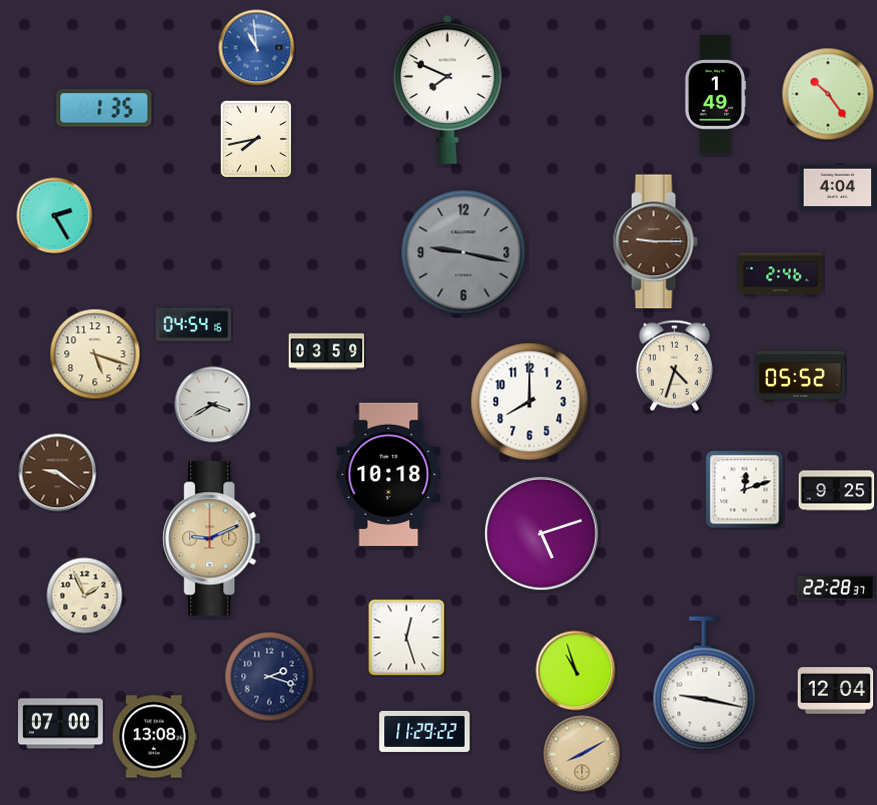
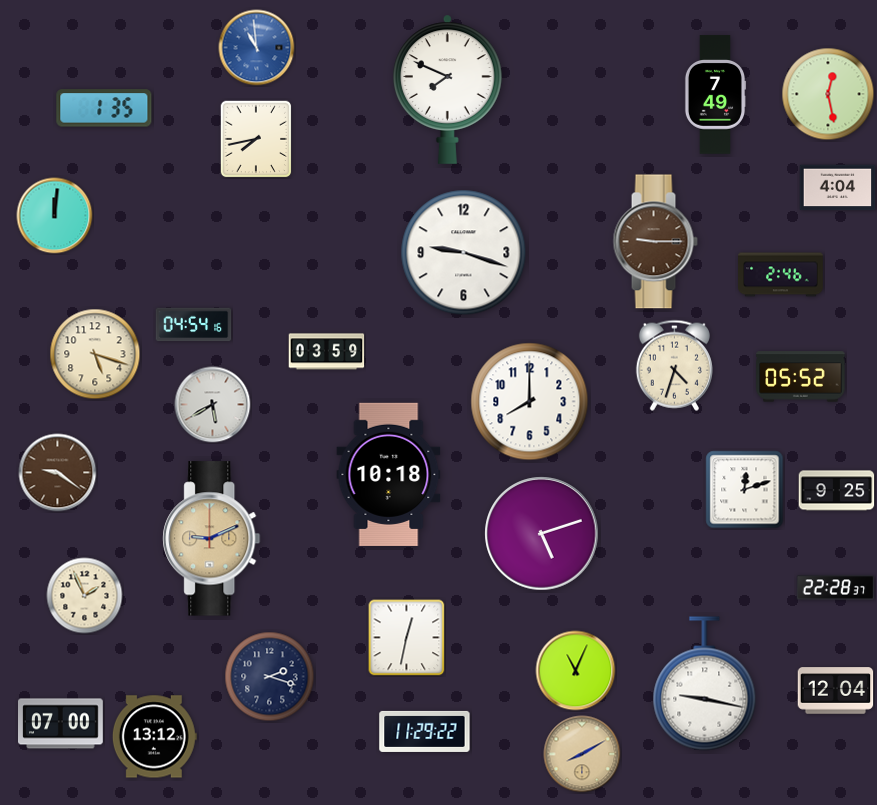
clock at (828, 94): 10:24 -> 12:28
clock at (715, 95): 1:49 -> 7:49
clock at (55, 216): 2:25 -> 12:01
clock at (464, 253): 9:17 -> 9:18
clock at (464, 253) dial: grey -> white
clock at (213, 405): 3:40 -> 5:40
clock at (407, 638): 12:27 -> 12:32
clock at (576, 671): 10:57 -> 11:04
clock at (154, 737): 13:08 -> 13:12
